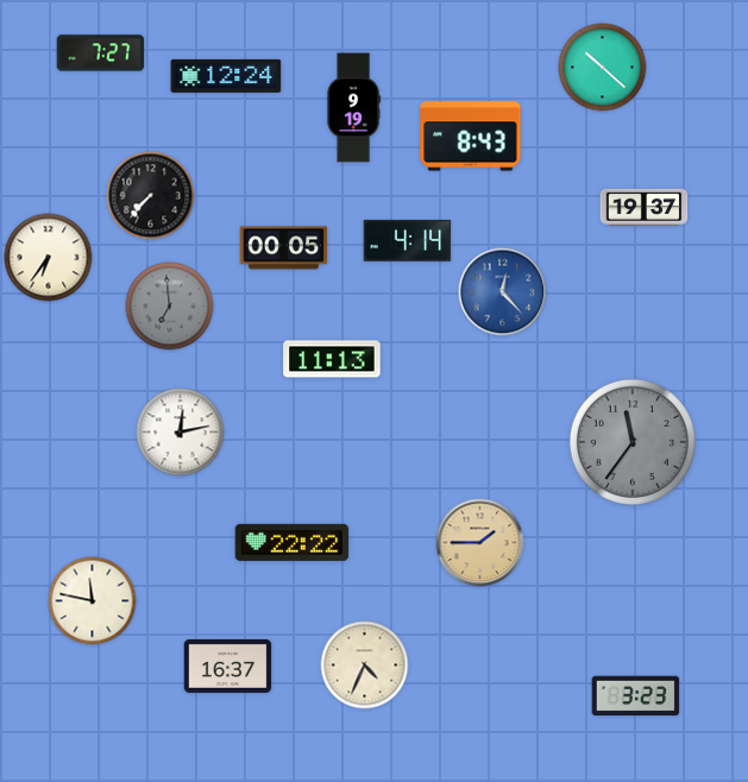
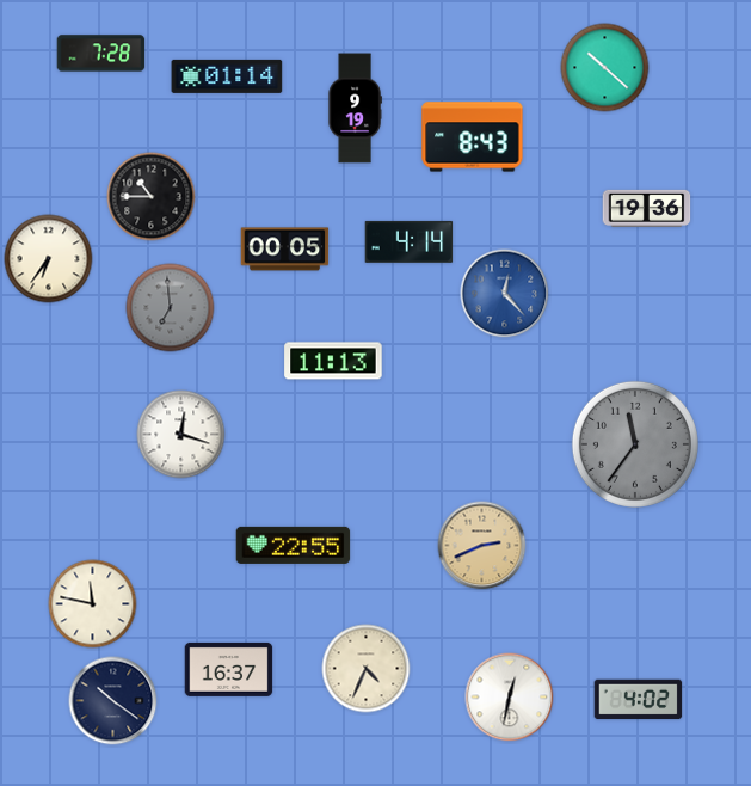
clock at (101, 53): 7:27 -> 7:28
clock at (226, 76): 12:24 -> 01:14
clock at (151, 196): 7:37 -> 10:45
clock at (645, 207): 19:37 -> 19:36
clock at (181, 433): 12:13 -> 12:18
clock at (293, 542): 22:22 -> 22:55
clock at (480, 543): 1:45 -> 2:41
clock at (510, 698): none -> 12:32
clock at (636, 696): 3:23 -> 4:02
clock at (113, 701): none -> 10:21
